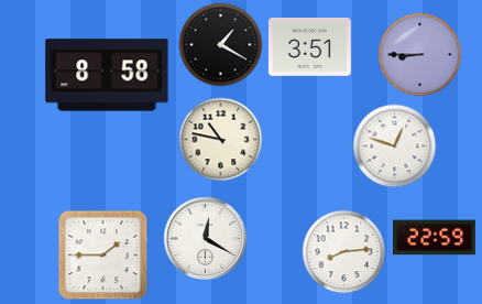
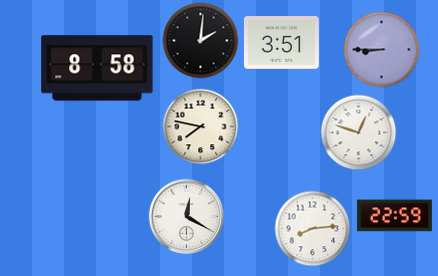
clock at (221, 45): 1:20 -> 2:01
clock at (221, 140): 10:47 -> 7:47
clock at (103, 256): 1:45 -> none
